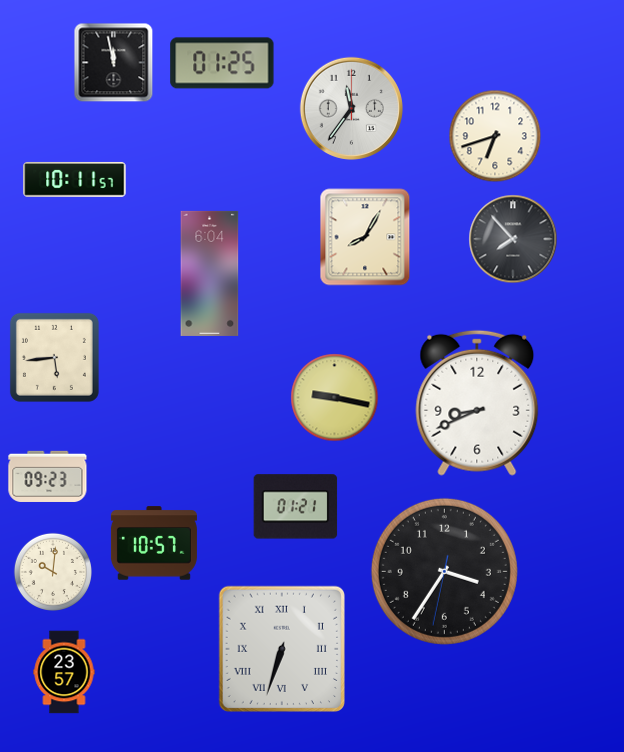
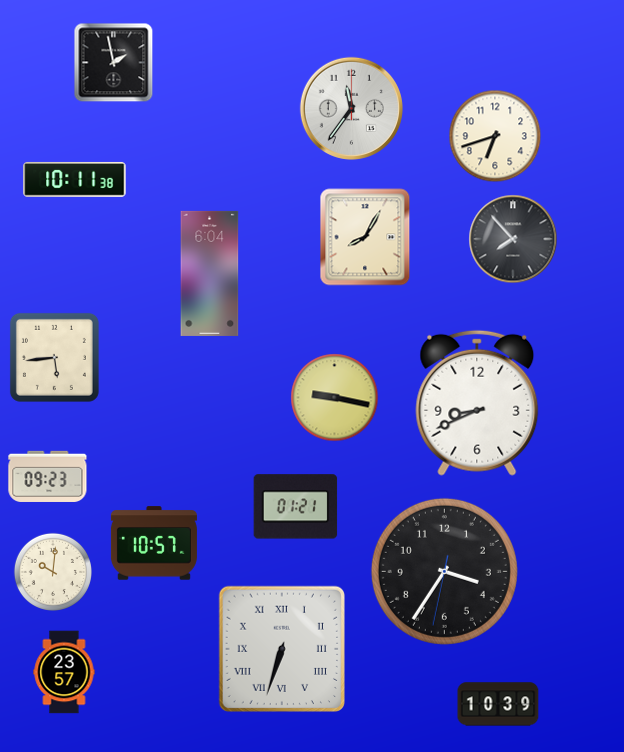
clock at (114, 63): 11:58 -> 1:58
clock at (222, 63): 01:25 -> none
clock at (75, 179): 10:11:57 -> 10:11:38
clock at (498, 704): none -> 10:39
